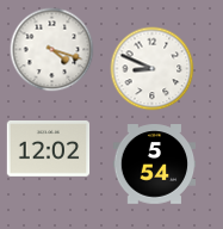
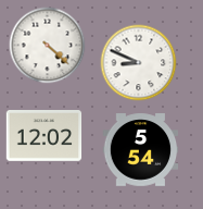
clock at (52, 50): 4:18 -> 4:22
